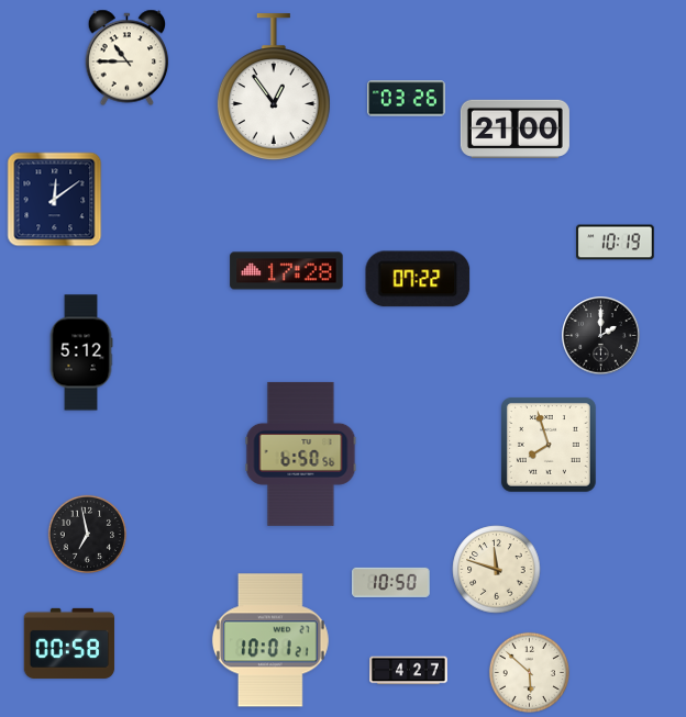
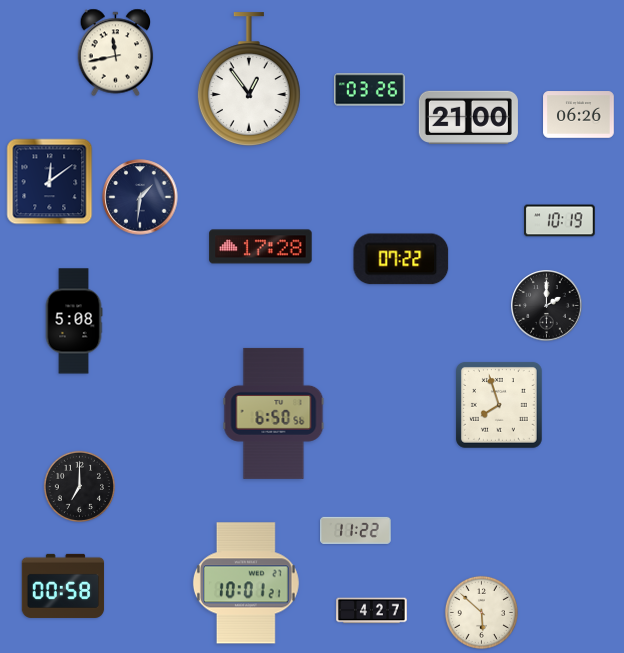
clock at (128, 58): 10:45 -> 11:43
clock at (579, 115): none -> 06:26
clock at (140, 197): none -> 1:31
clock at (418, 279) position: (418, 279) -> (401, 259)
clock at (81, 352): 5:12 -> 5:08
clock at (87, 534): 6:58 -> 7:00
clock at (497, 570): 11:48 -> none
clock at (391, 582): 10:50 -> 11:22
